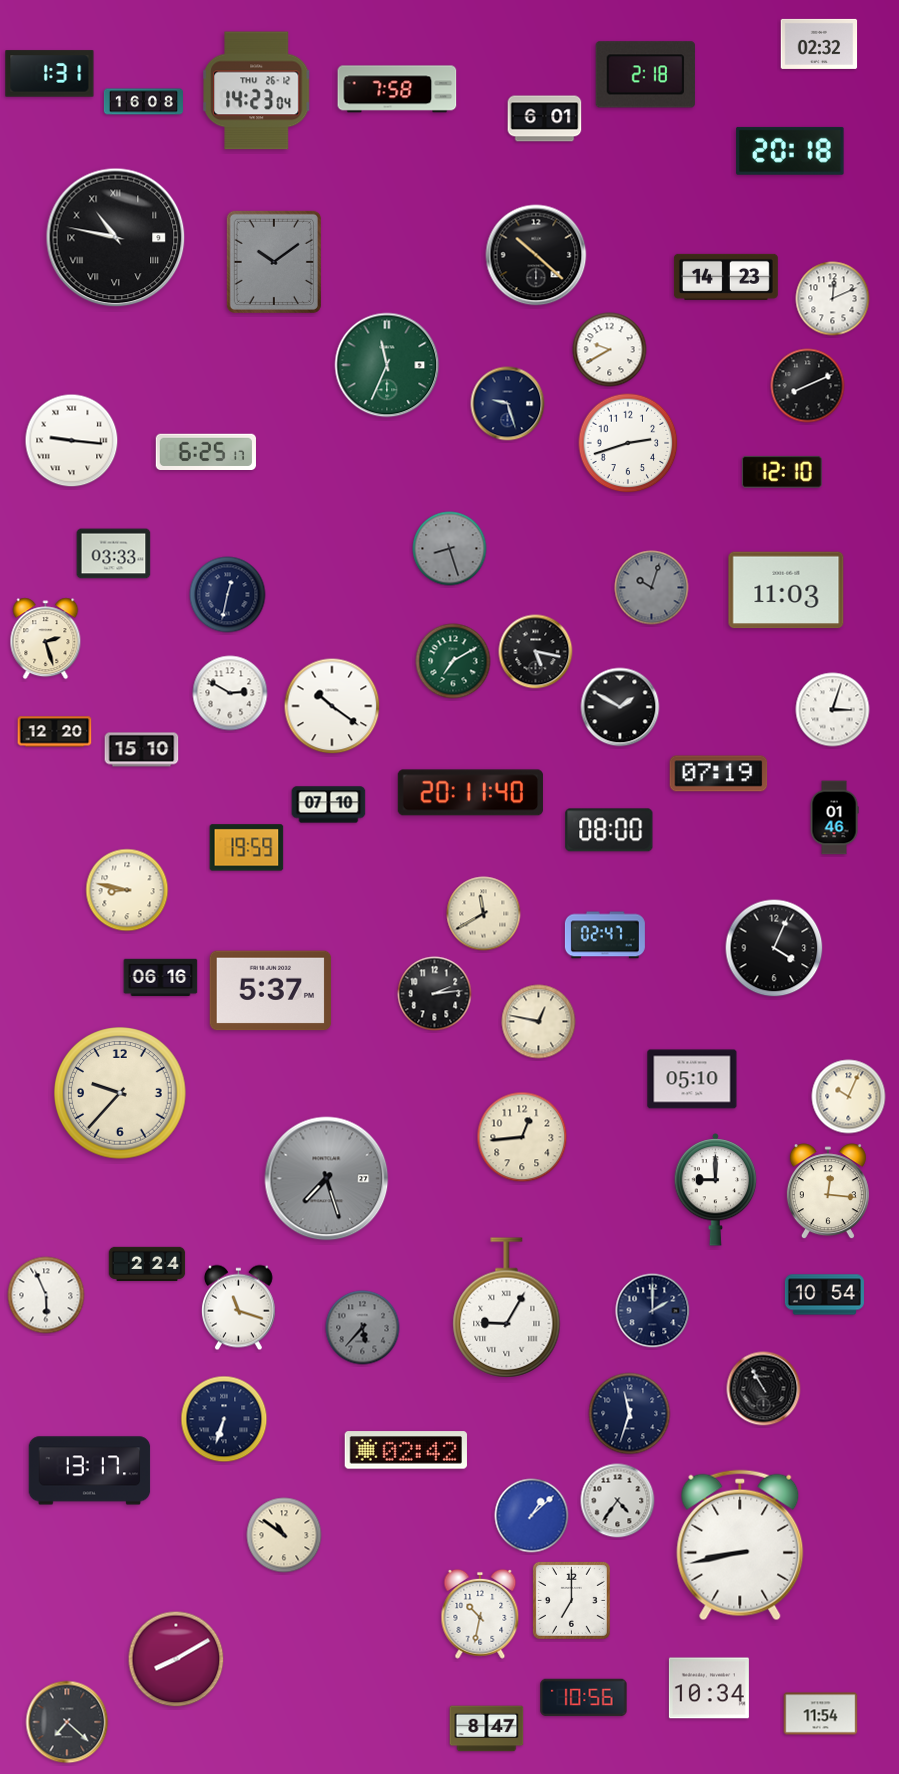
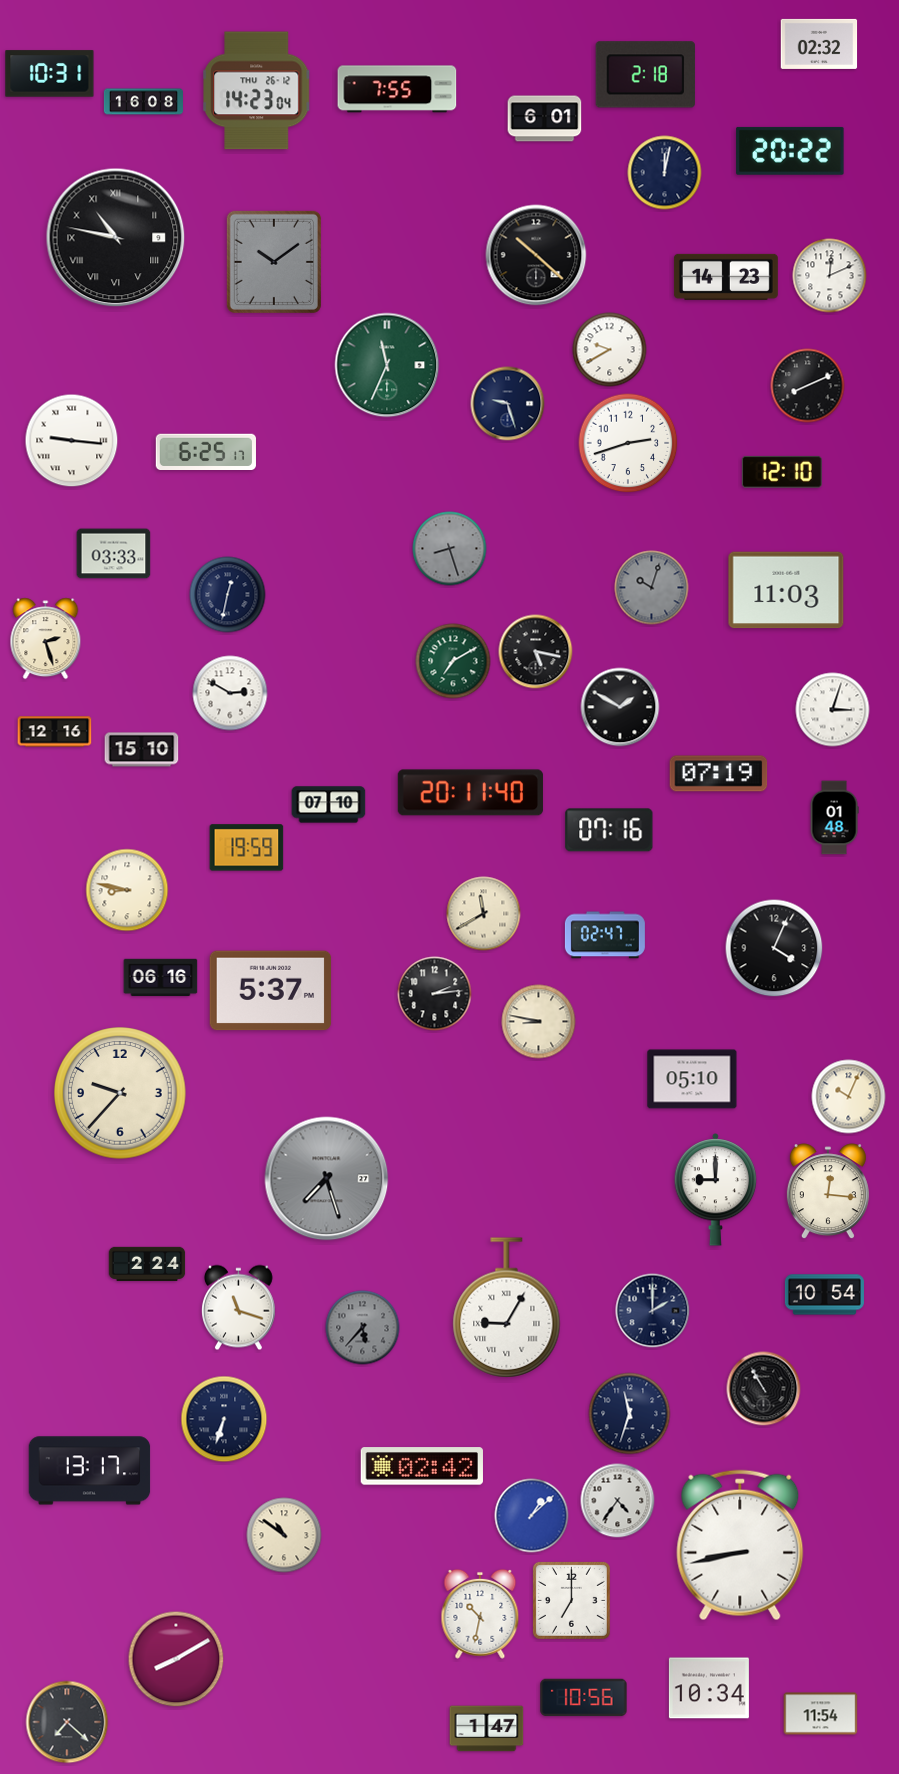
clock at (50, 74): 1:31 -> 10:31
clock at (397, 89): 7:58 -> 7:55
clock at (790, 151): 20:18 -> 20:22
clock at (665, 173): none -> 12:02
clock at (833, 299) position: (833, 299) -> (830, 276)
clock at (332, 706): 10:21 -> none
clock at (55, 732): 12:20 -> 12:16
clock at (834, 818): 01:46 -> 01:48
clock at (609, 830): 08:00 -> 07:16
clock at (539, 1022): 12:47 -> 8:47
clock at (522, 1137): 12:44 -> none
clock at (46, 1295): 5:56 -> none
clock at (406, 1450) position: (406, 1450) -> (422, 1466)
clock at (487, 1729): 8:47 -> 1:47
